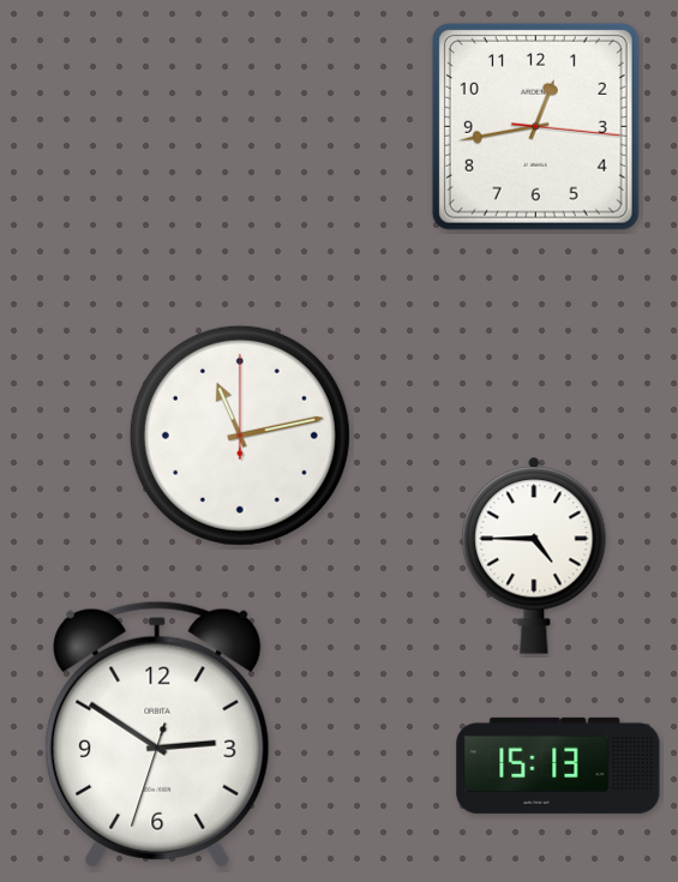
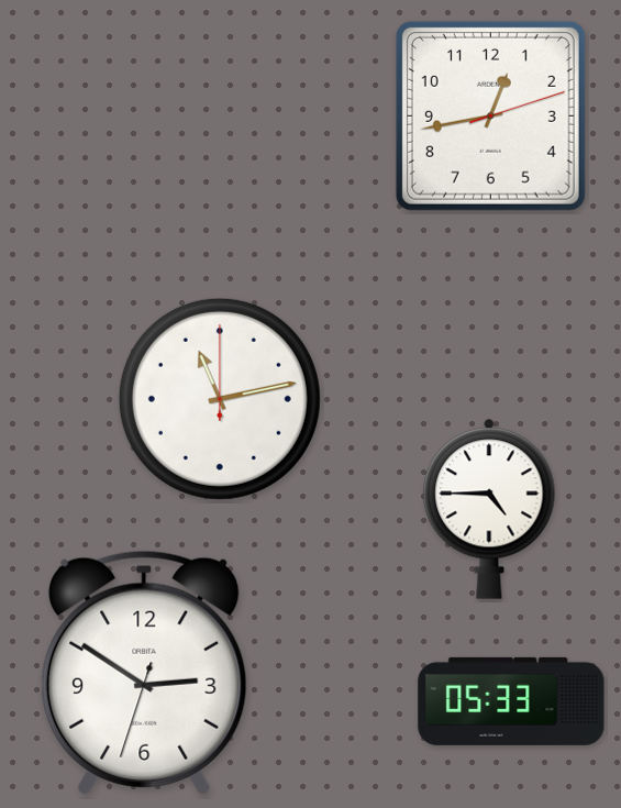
clock at (535, 126): 12:43:16 -> 12:43:12
clock at (558, 766): 15:13 -> 05:33
